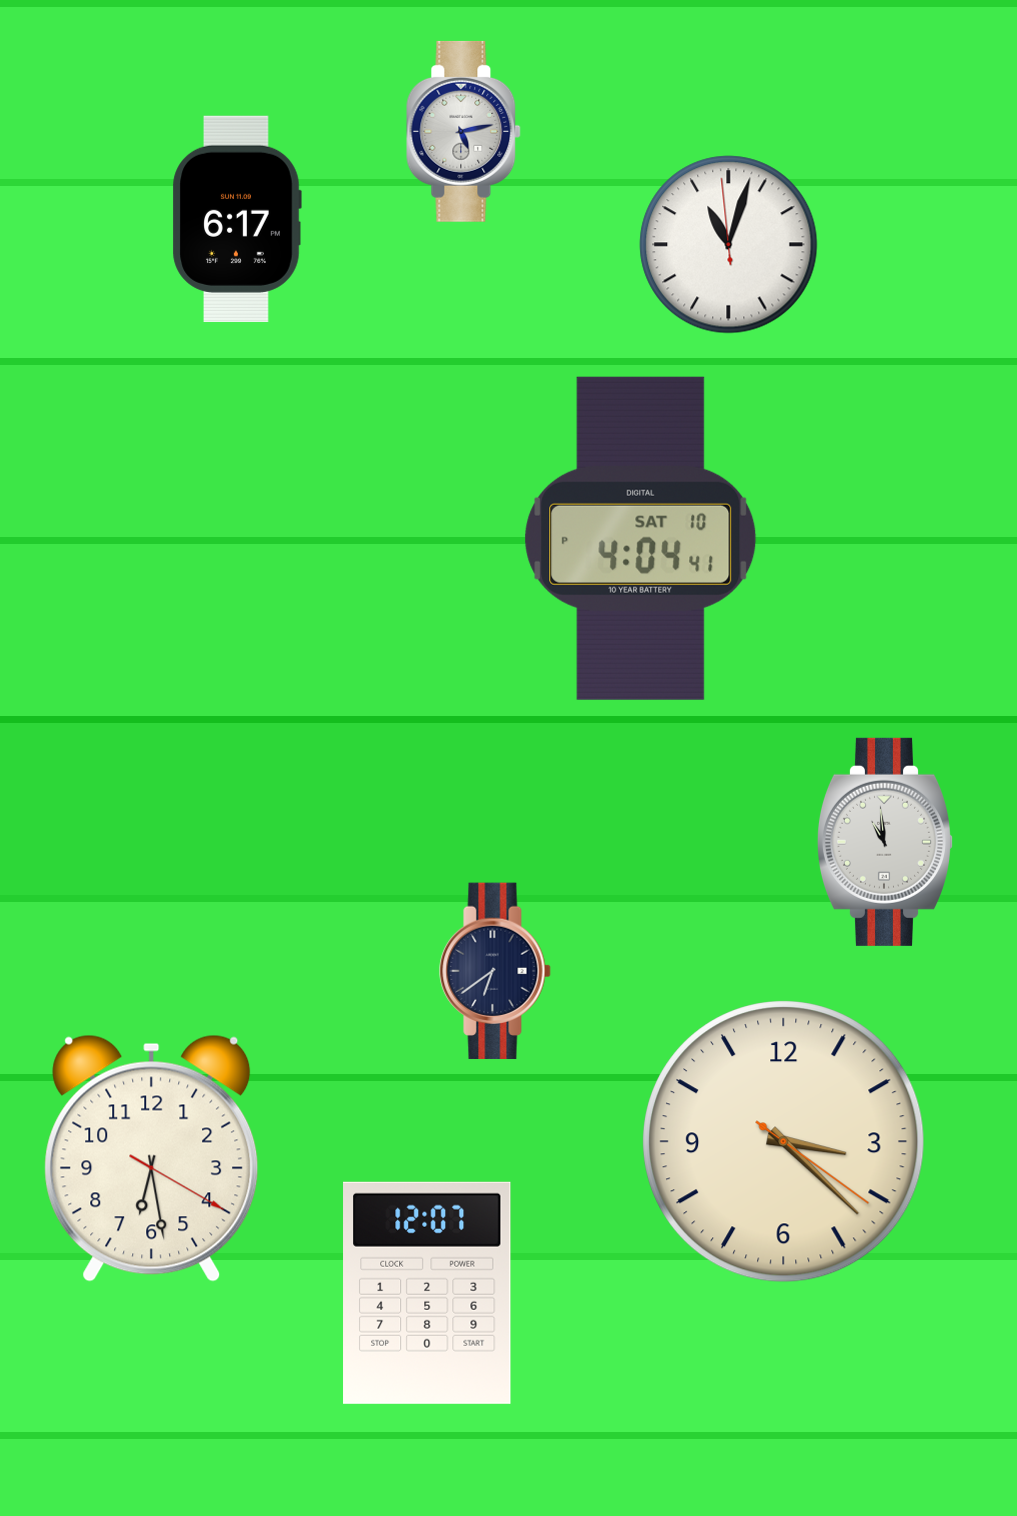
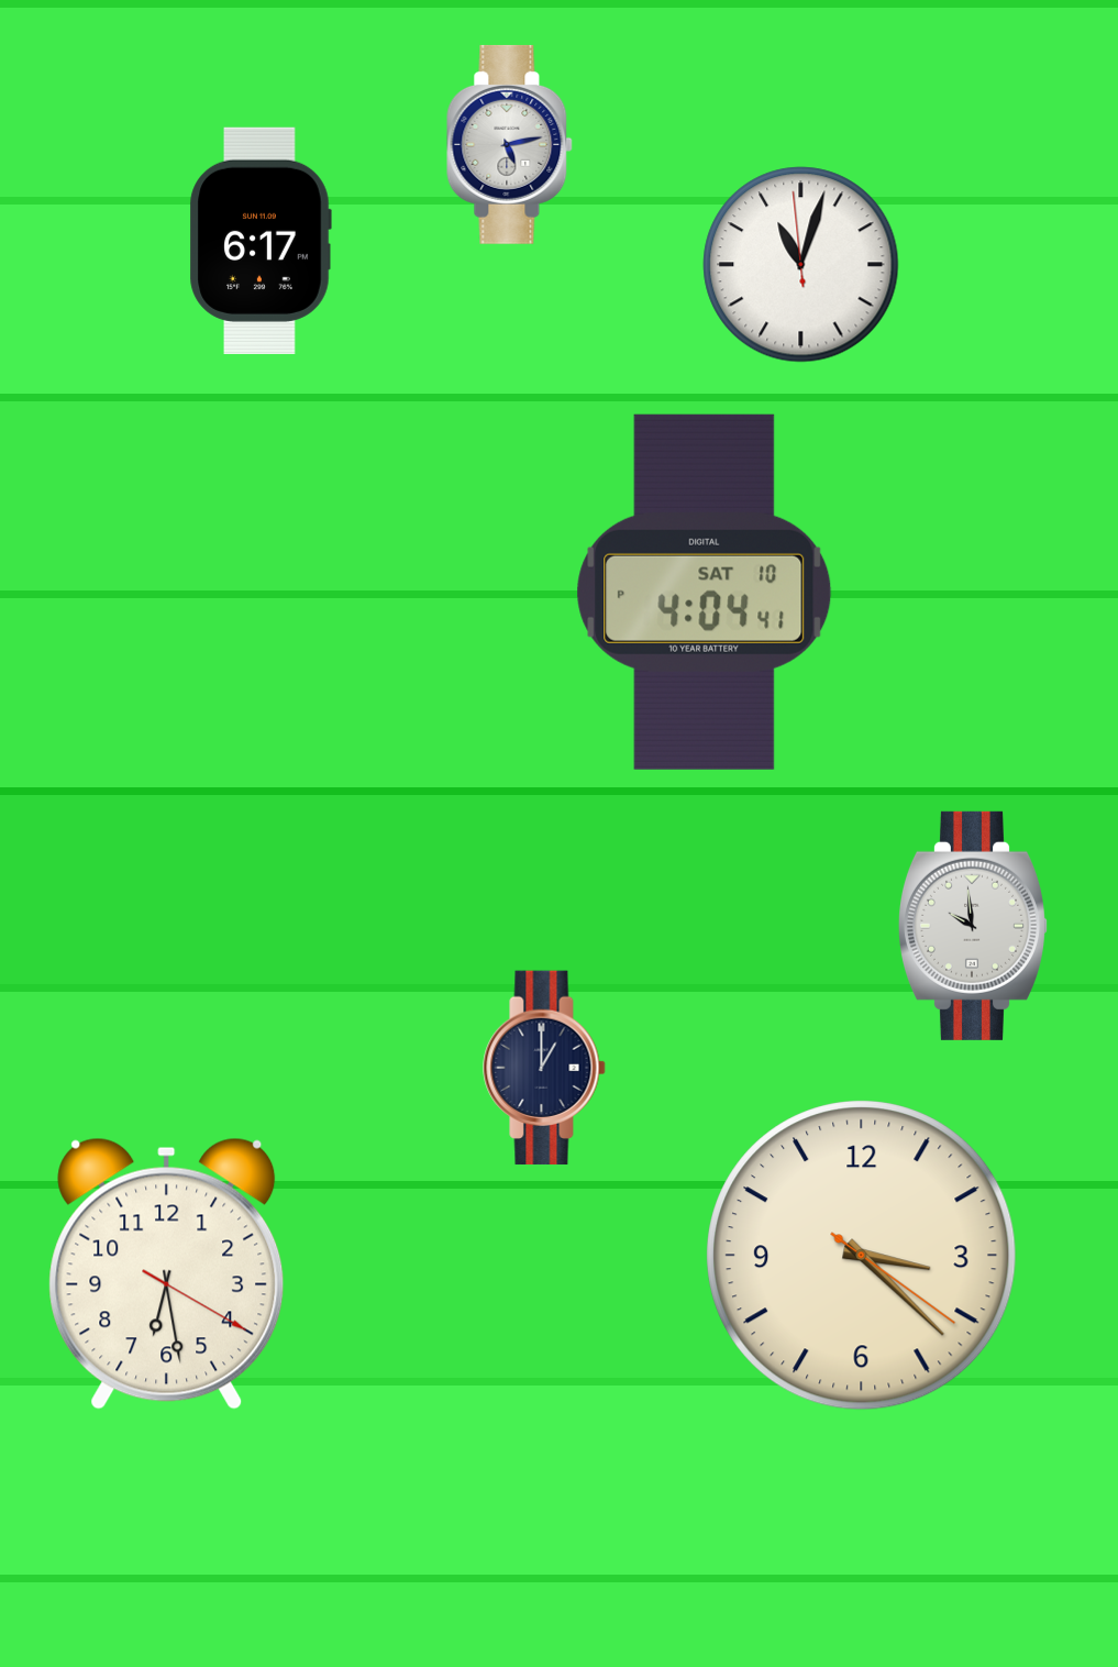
clock at (729, 245) position: (729, 245) -> (801, 265)
clock at (884, 842): 10:59 -> 9:59
clock at (495, 971): 6:39 -> 1:00
clock at (427, 1293): 12:07 -> none
